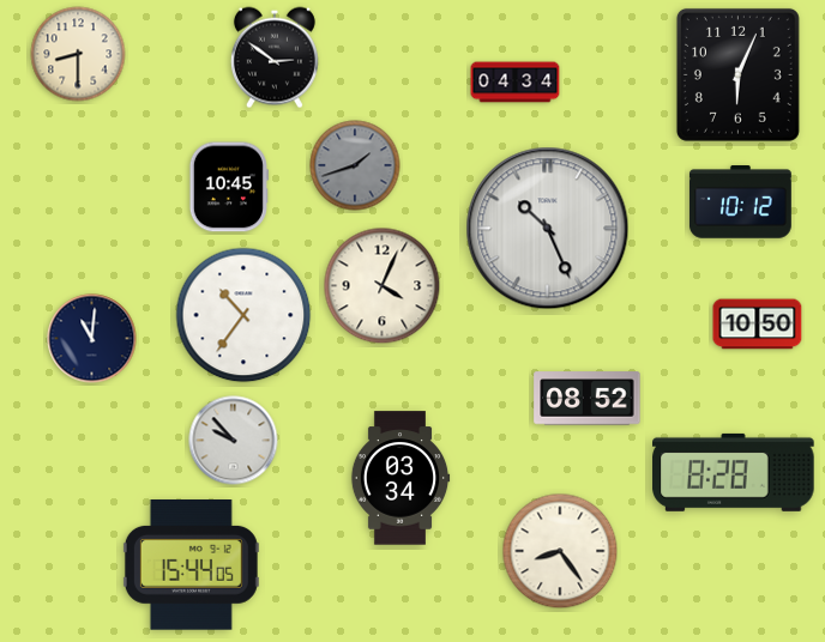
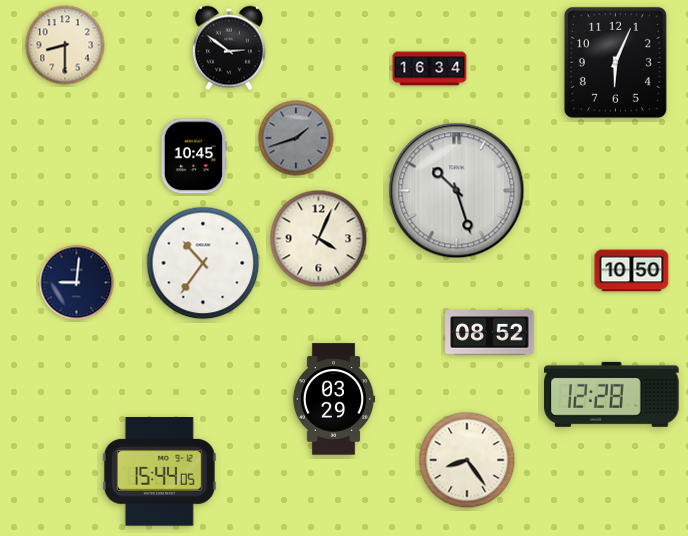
clock at (516, 83): 04:34 -> 16:34
clock at (229, 187) position: (229, 187) -> (194, 156)
clock at (740, 202): 10:12 -> none
clock at (548, 229): 10:26 -> 10:27
clock at (92, 339): 11:01 -> 9:01
clock at (234, 441): 9:53 -> none
clock at (734, 472): 8:28 -> 12:28
clock at (401, 478): 03:34 -> 03:29
